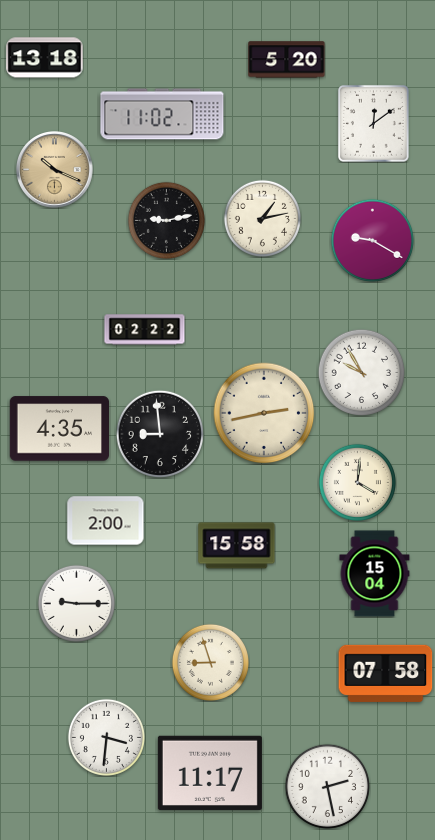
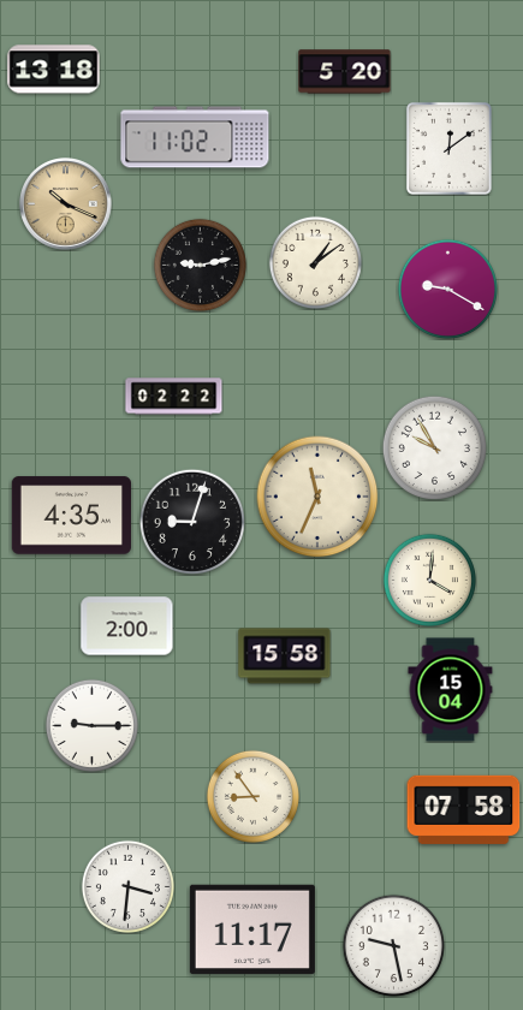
clock at (262, 218): 1:13 -> 1:09
clock at (264, 413): 2:43 -> 11:34
clock at (160, 434): 8:59 -> 9:03
clock at (210, 662): 8:57 -> 8:54
clock at (327, 786): 2:28 -> 9:28
